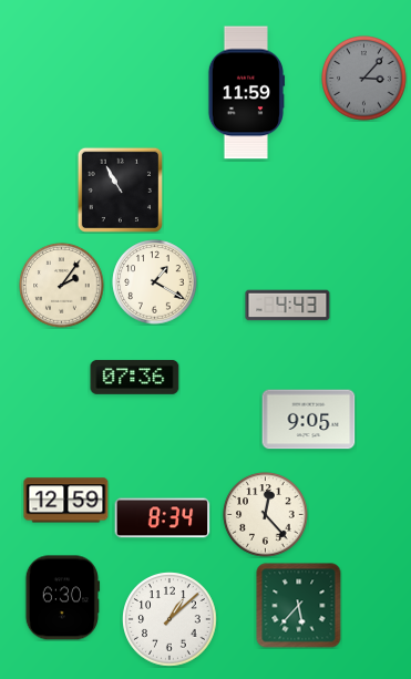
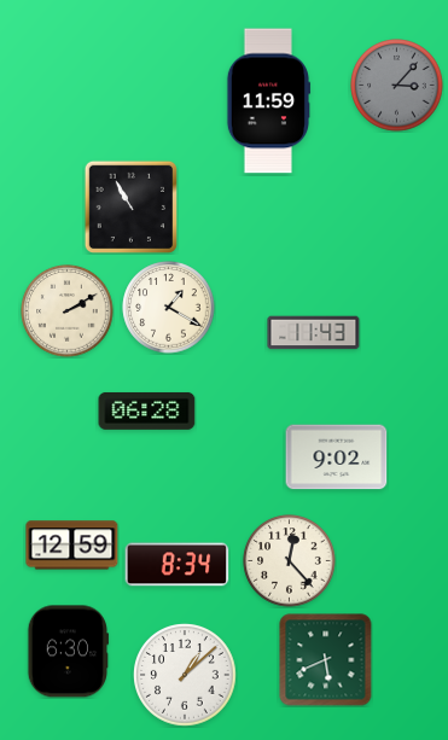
clock at (62, 286): 2:06 -> 2:10
clock at (288, 306): 4:43 -> 11:43
clock at (135, 377): 07:36 -> 06:28
clock at (309, 420): 9:05 -> 9:02
clock at (299, 606): 5:37 -> 5:41
